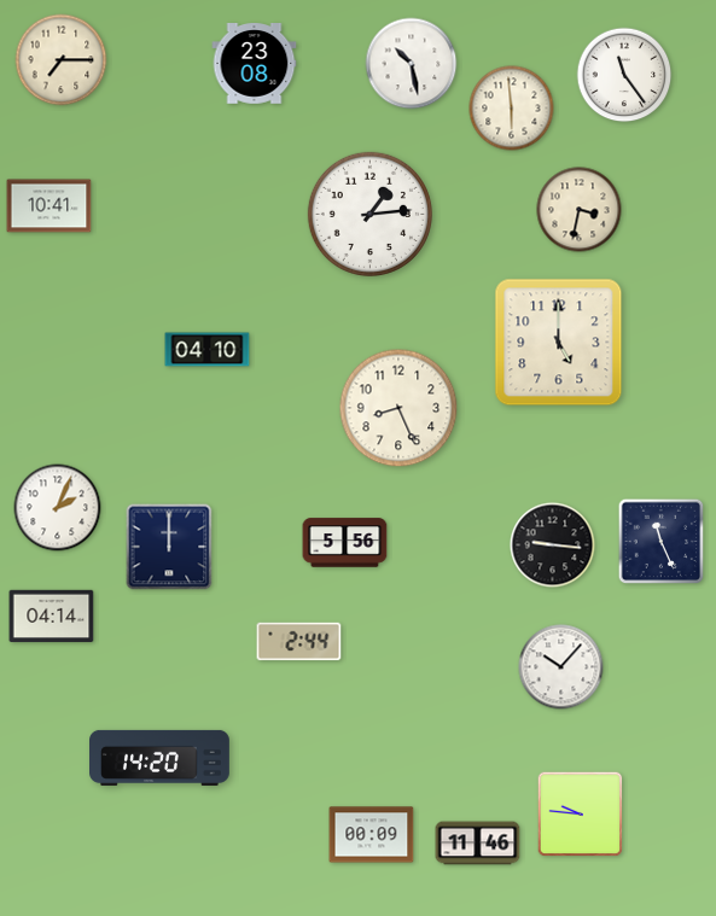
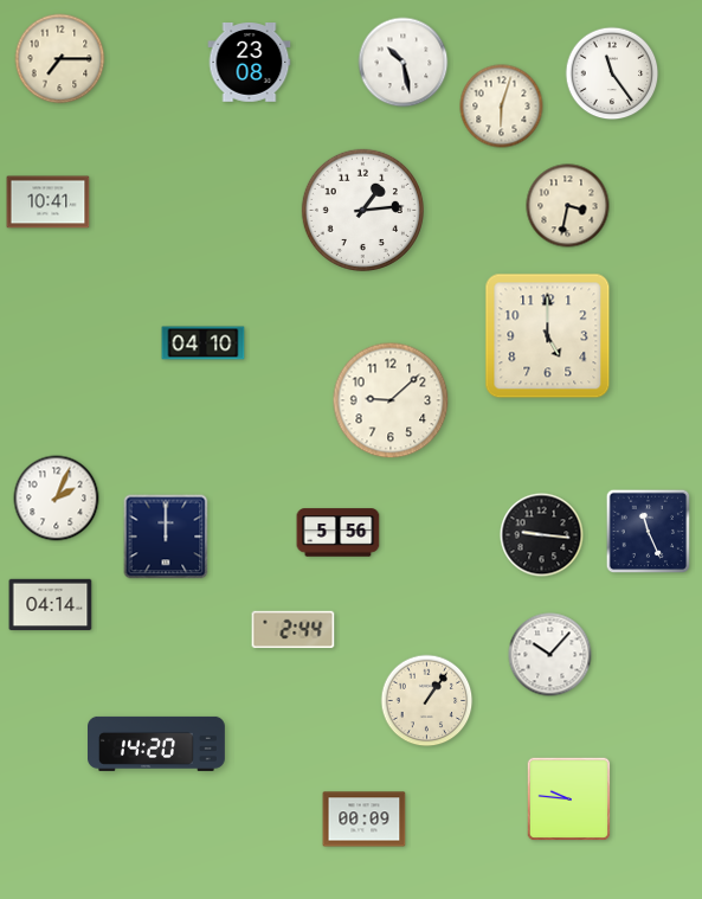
clock at (512, 109): 5:59 -> 6:03
clock at (398, 408): 8:26 -> 9:08
clock at (427, 701): none -> 1:06
clock at (478, 844): 11:46 -> none
